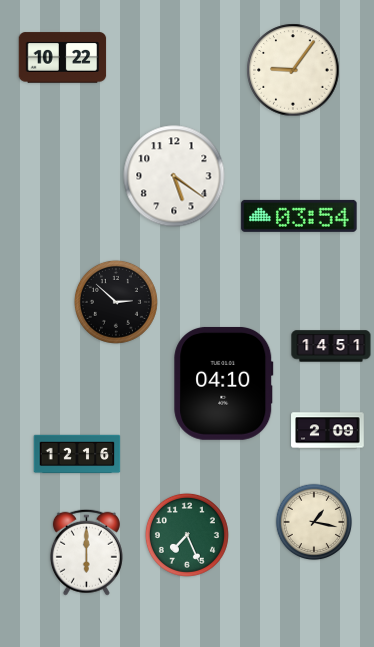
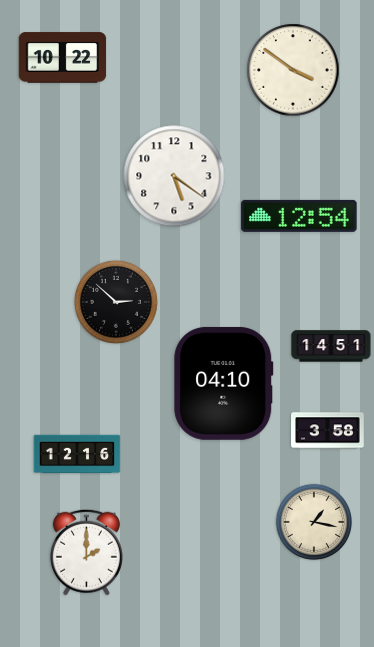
clock at (293, 70): 9:06 -> 3:51
clock at (299, 216): 03:54 -> 12:54
clock at (328, 431): 2:09 -> 3:58
clock at (187, 535): 7:26 -> none
clock at (86, 552): 6:00 -> 2:00
